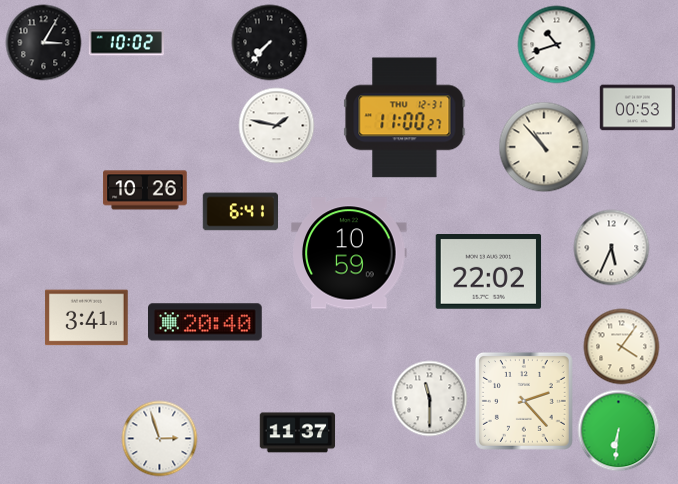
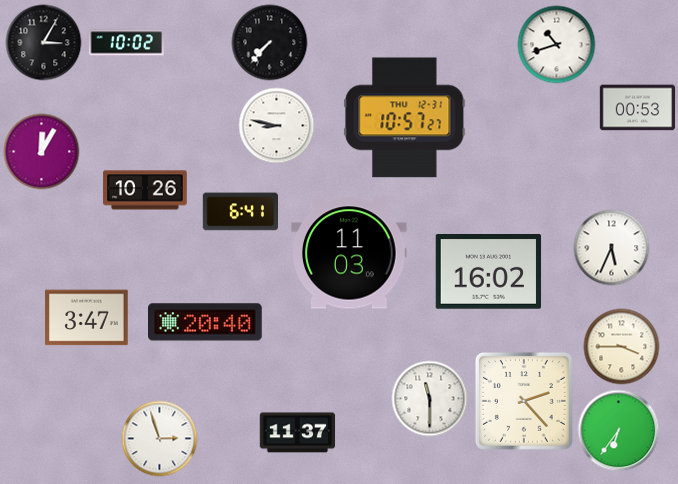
clock at (405, 118): 11:00 -> 10:57
clock at (277, 126): 1:47 -> 8:47
clock at (544, 147): 10:53 -> none
clock at (42, 152): none -> 12:05
clock at (349, 253): 10:59 -> 11:03
clock at (489, 272): 22:02 -> 16:02
clock at (87, 318): 3:41 -> 3:47
clock at (622, 347): 4:06 -> 3:45
clock at (619, 431): 6:31 -> 6:36
